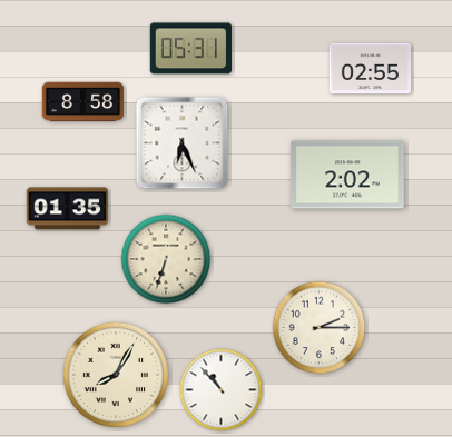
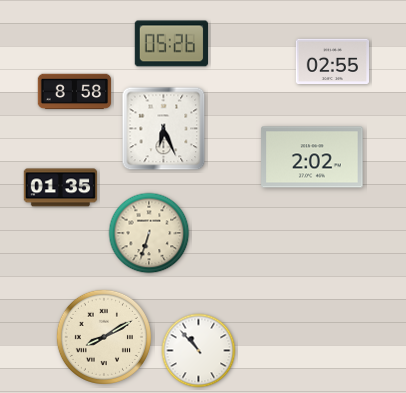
clock at (190, 49): 05:31 -> 05:26
clock at (320, 328): 2:15 -> none
clock at (116, 375): 8:05 -> 8:10
